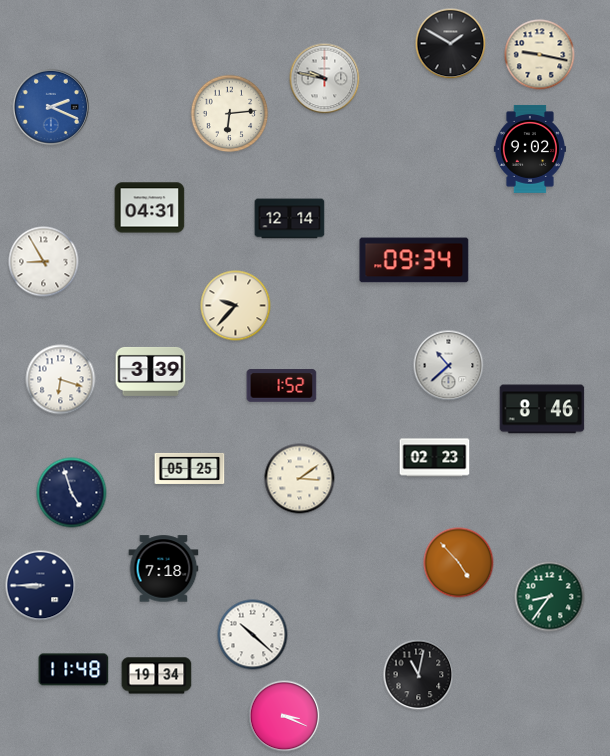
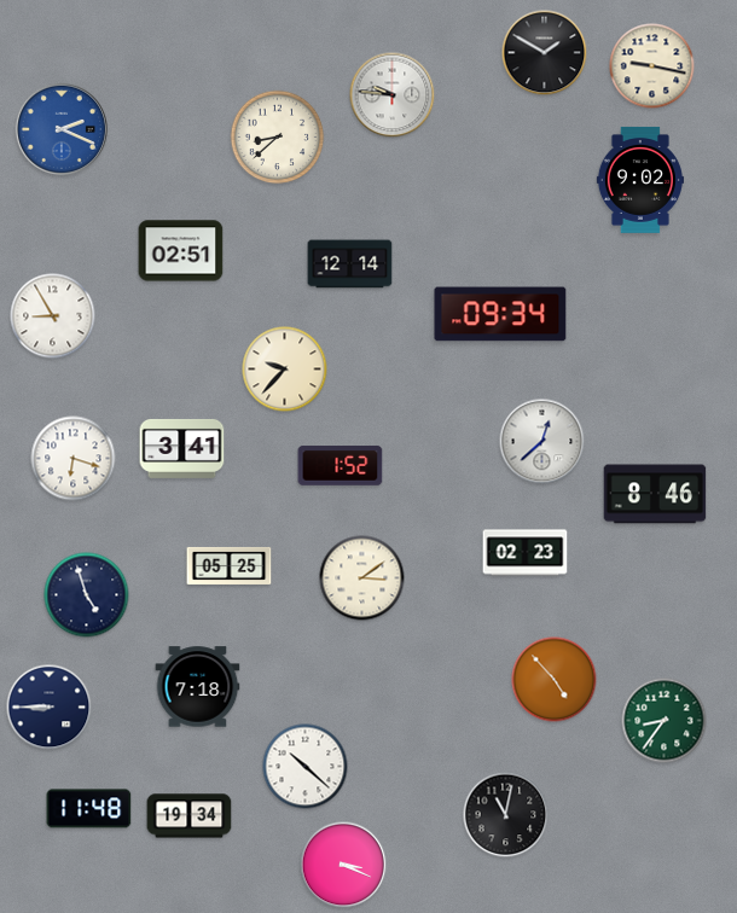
clock at (325, 79): 9:47 -> 9:46
clock at (230, 114): 6:14 -> 8:38
clock at (150, 208): 04:31 -> 02:51
clock at (449, 366): 10:38 -> 12:38
clock at (151, 371): 3:39 -> 3:41
